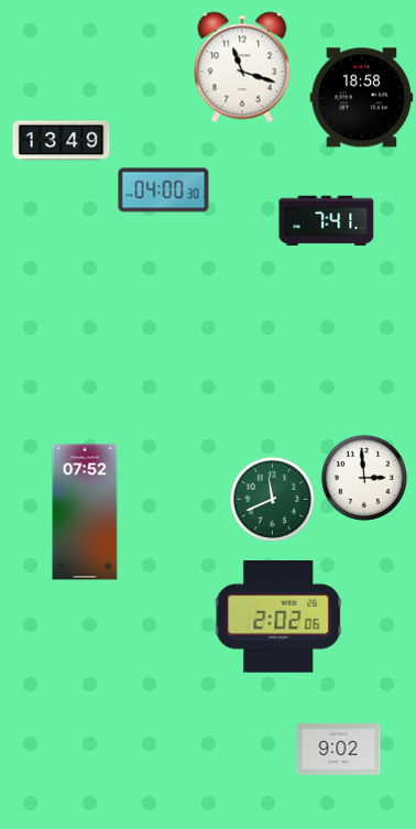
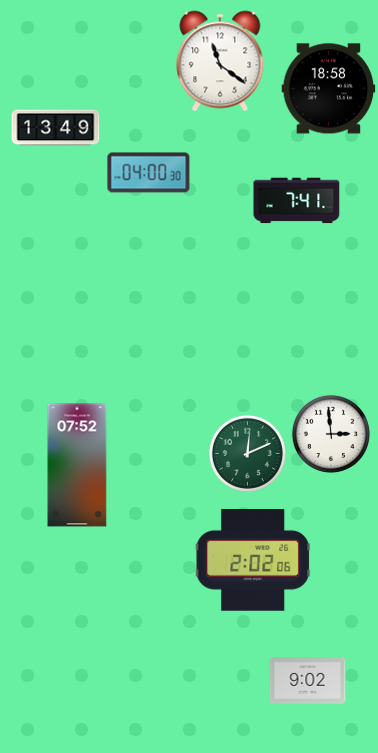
clock at (242, 67): 11:18 -> 11:21
clock at (272, 499): 11:41 -> 12:11
